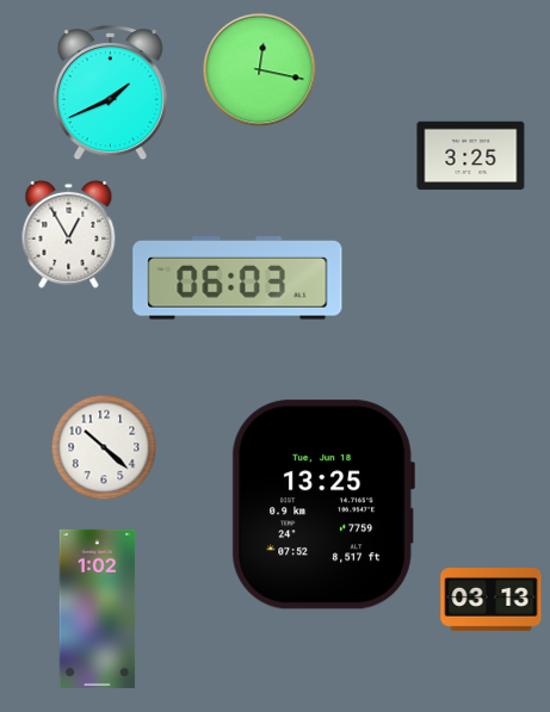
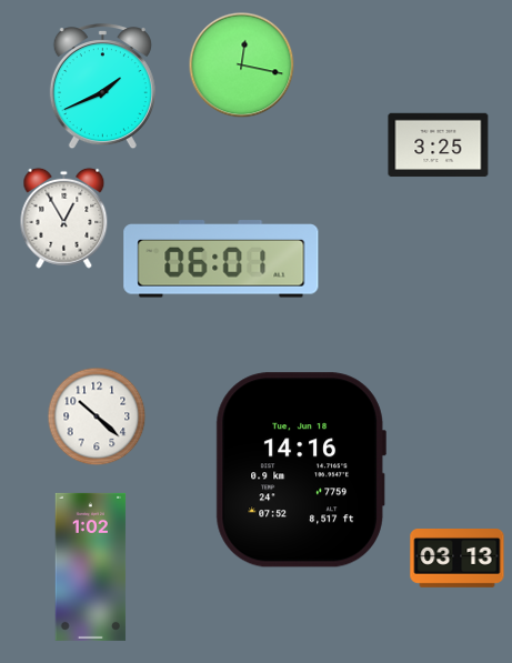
clock at (237, 278): 06:03 -> 06:01
clock at (323, 504): 13:25 -> 14:16
